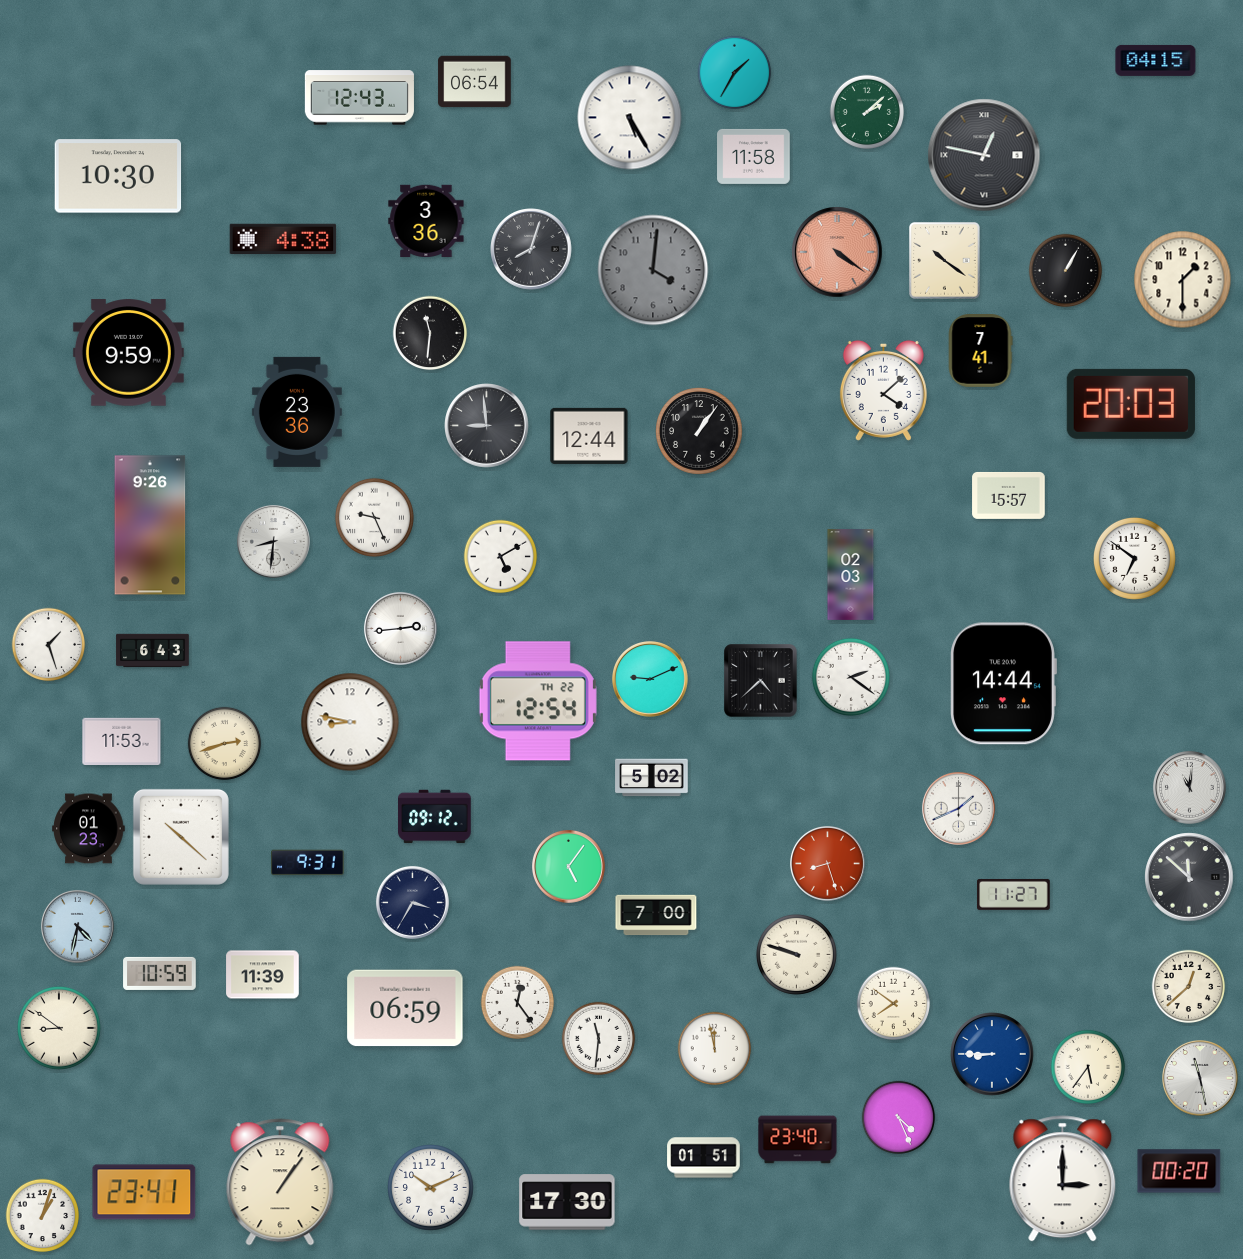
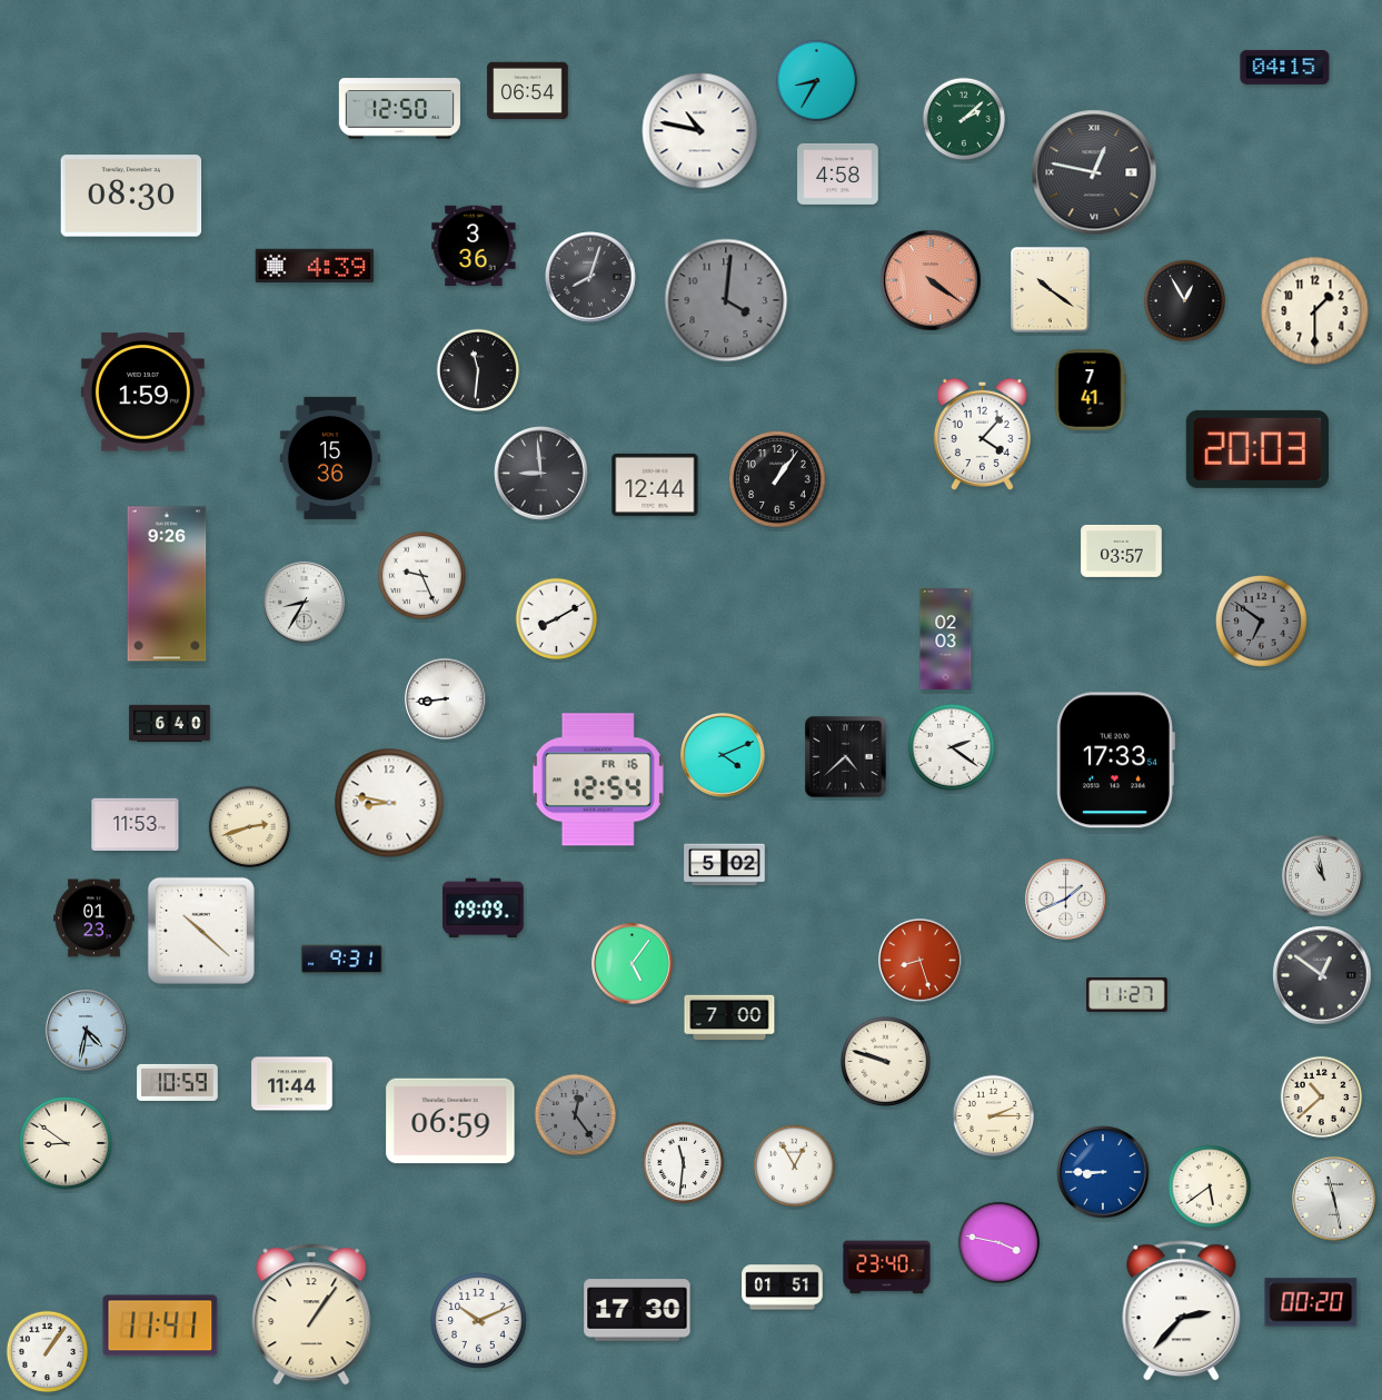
clock at (735, 73): 1:35 -> 8:35
clock at (359, 98): 12:43 -> 12:50
clock at (867, 112) position: (867, 112) -> (964, 119)
clock at (630, 118): 5:25 -> 10:47
clock at (754, 156): 11:58 -> 4:58
clock at (118, 176): 10:30 -> 08:30
clock at (283, 239): 4:38 -> 4:39
clock at (1066, 271): 1:05 -> 12:55
clock at (128, 353): 9:59 -> 1:59
clock at (883, 390): 4:08 -> 4:07
clock at (297, 412): 23:36 -> 15:36
clock at (1009, 495): 15:57 -> 03:57
clock at (374, 517) position: (374, 517) -> (421, 575)
clock at (273, 541): 8:31 -> 8:35
clock at (501, 557): 5:10 -> 8:10
clock at (1134, 558) dial: white -> grey
clock at (400, 628): 2:44 -> 8:44
clock at (49, 645): 1:27 -> none
clock at (153, 651): 6:43 -> 6:40
clock at (851, 677) position: (851, 677) -> (952, 747)
clock at (651, 680): 9:11 -> 4:11
clock at (1003, 684): 14:44 -> 17:33
clock at (538, 701) date: TH 22 -> FR 16
clock at (1189, 787): 11:01 -> 10:58
clock at (435, 817): 09:12 -> 09:09
clock at (89, 829) position: (89, 829) -> (95, 919)
clock at (1189, 877): 11:52 -> 12:51
clock at (412, 902): 3:35 -> none
clock at (263, 975): 11:39 -> 11:44
clock at (1189, 987): 12:38 -> 10:38
clock at (518, 1003) dial: white -> grey
clock at (894, 1004): 7:51 -> 2:15
clock at (599, 1039) position: (599, 1039) -> (684, 1163)
clock at (715, 1049): 11:58 -> 12:55
clock at (1088, 1067): 5:36 -> 5:39
clock at (899, 1118): 4:26 -> 3:47
clock at (1063, 1179): 3:00 -> 2:37
clock at (144, 1192): 23:41 -> 11:41
clock at (567, 1202) position: (567, 1202) -> (637, 1310)
clock at (43, 1216): 1:03 -> 1:06
